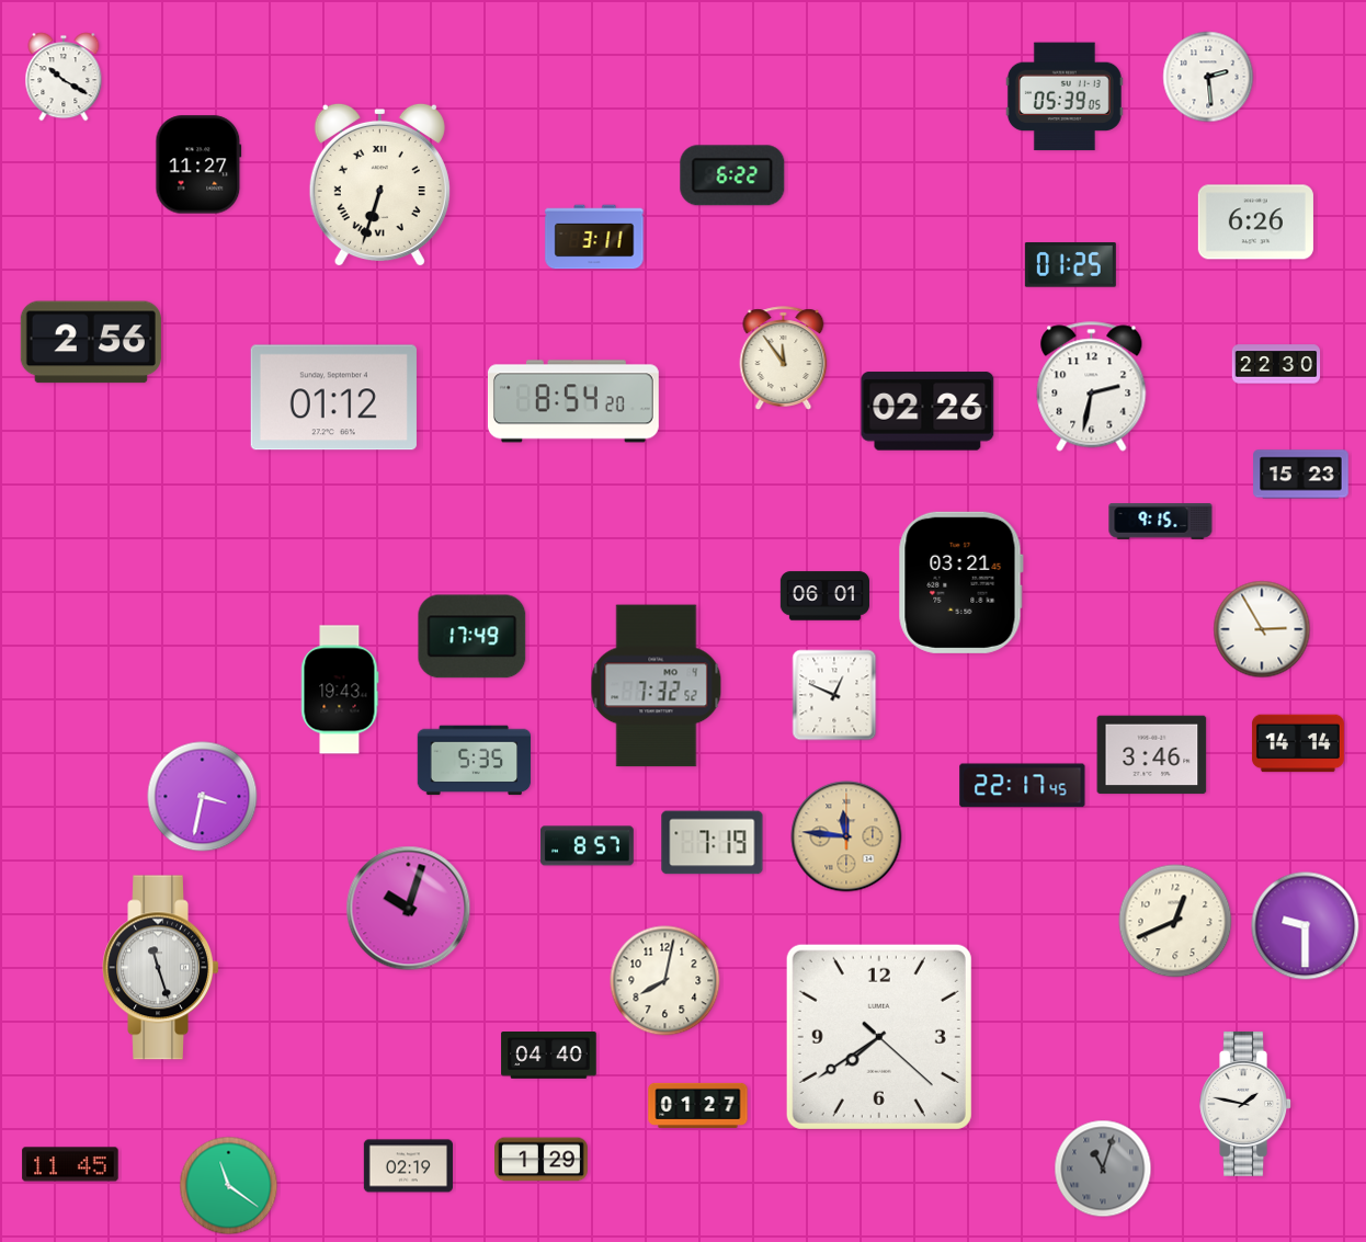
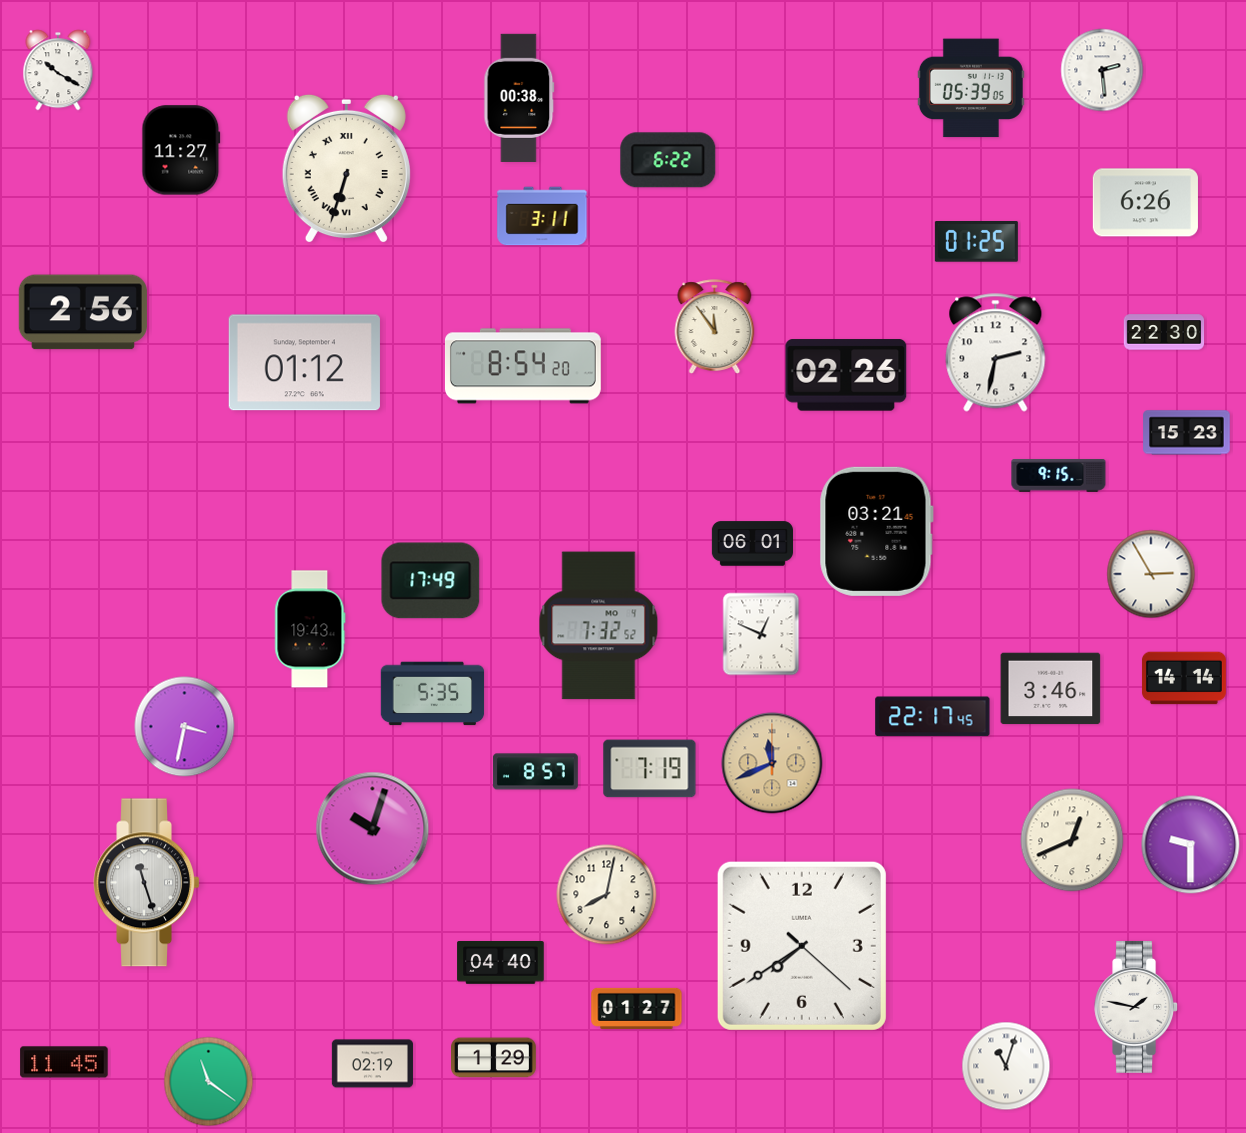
clock at (519, 98): none -> 00:38
clock at (846, 836): 11:46 -> 11:41
clock at (1103, 1169) dial: grey -> white
